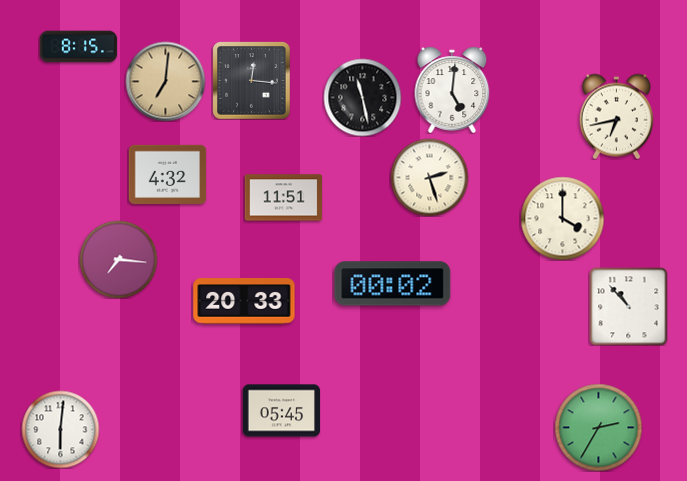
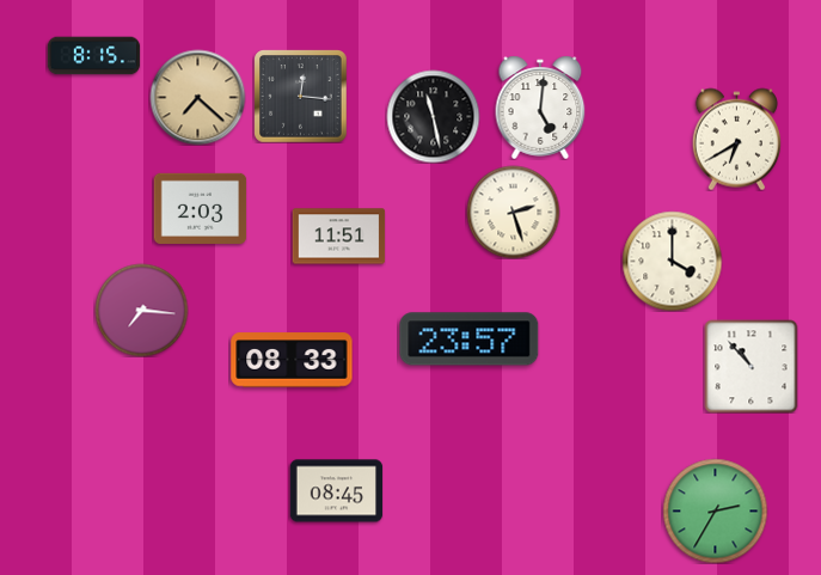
clock at (165, 81): 7:01 -> 7:22
clock at (616, 116): 6:43 -> 6:40
clock at (167, 174): 4:32 -> 2:03
clock at (393, 284): 00:02 -> 23:57
clock at (244, 301): 20:33 -> 08:33
clock at (281, 411): 05:45 -> 08:45
clock at (60, 429): 6:01 -> none
